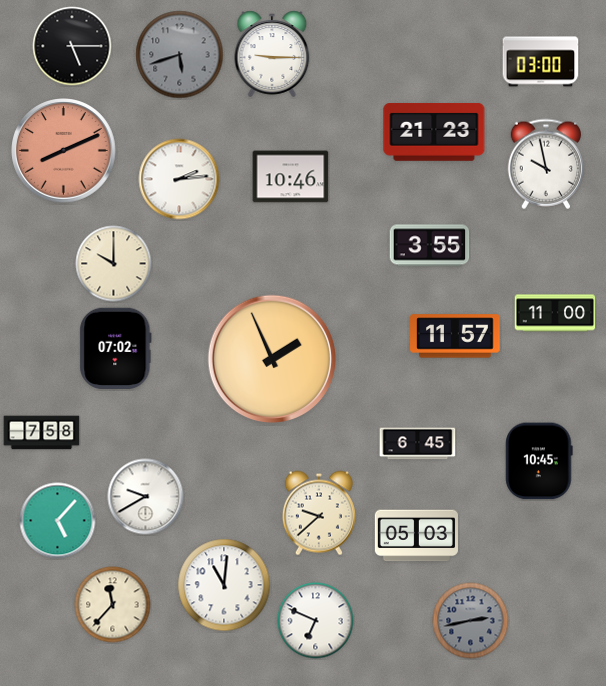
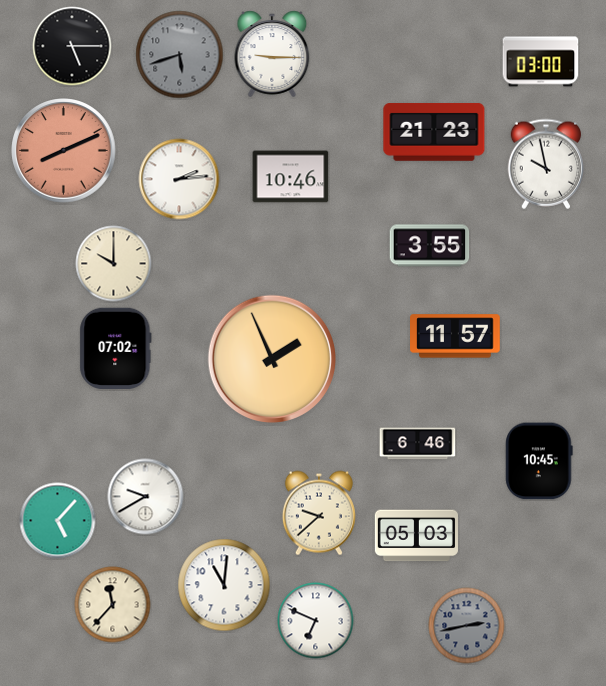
clock at (555, 313): 11:00 -> none
clock at (42, 433): 7:58 -> none
clock at (418, 444): 6:45 -> 6:46
clock at (471, 621) position: (471, 621) -> (467, 626)
